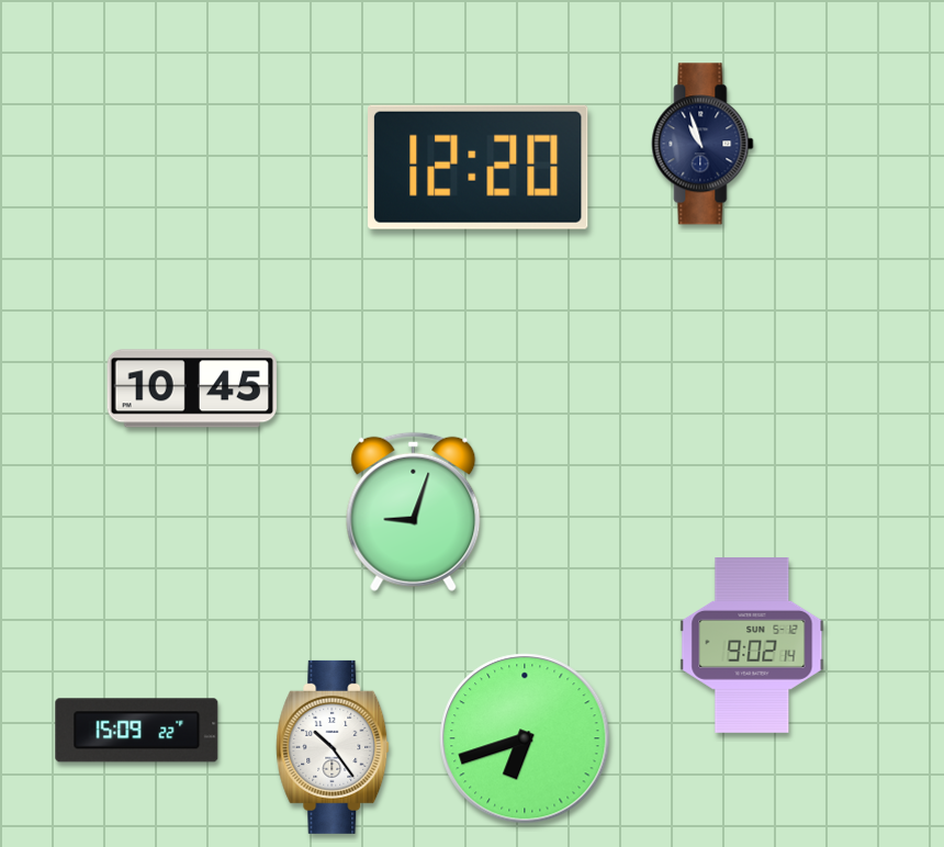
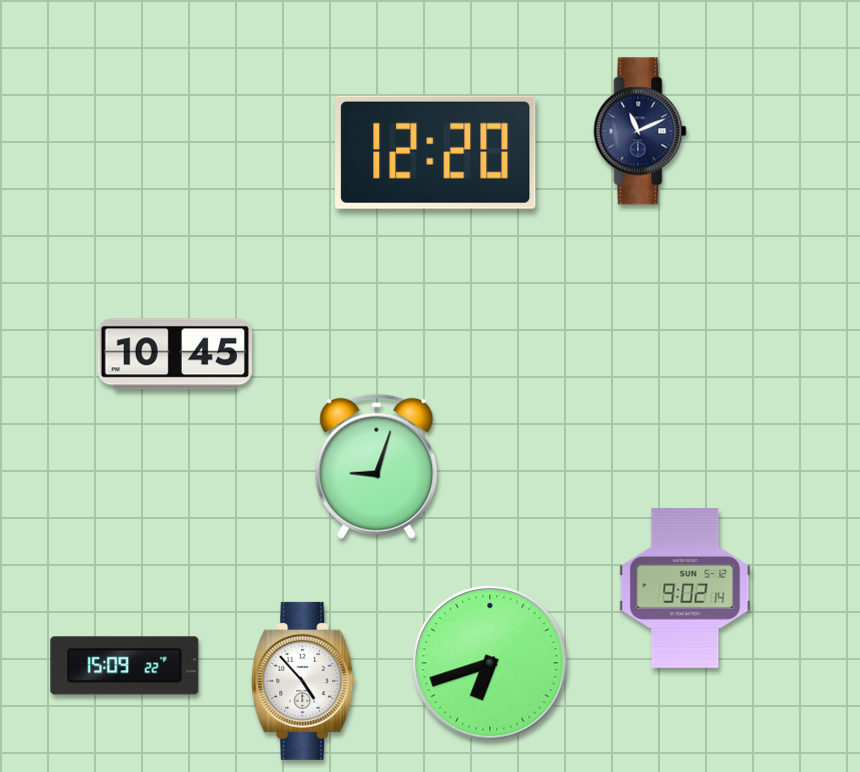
clock at (703, 144): 10:57 -> 11:11
clock at (525, 738) position: (525, 738) -> (490, 663)
clock at (333, 747): 10:24 -> 4:53
